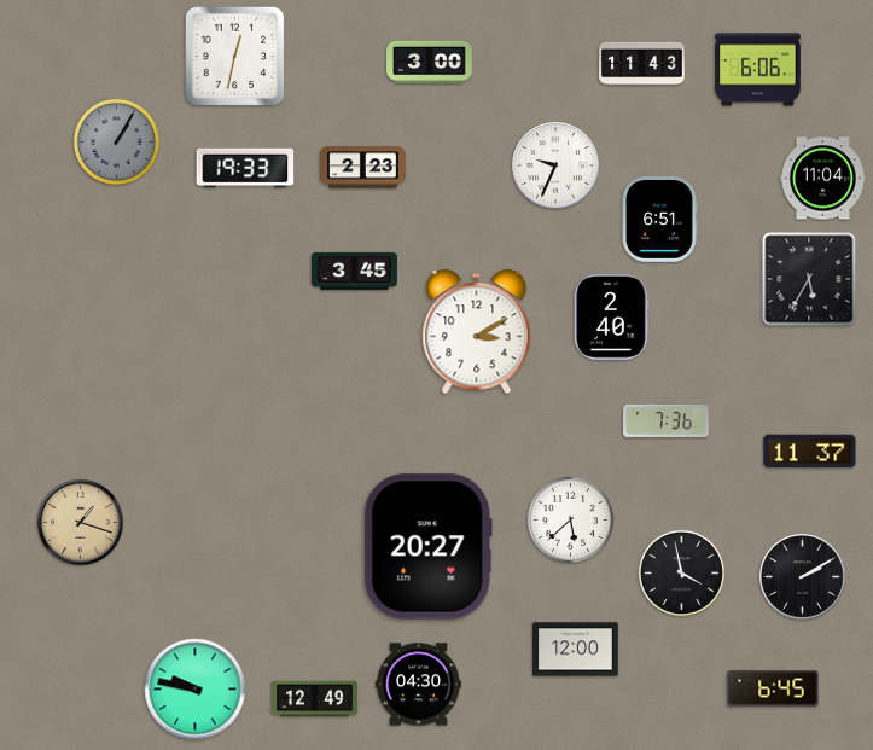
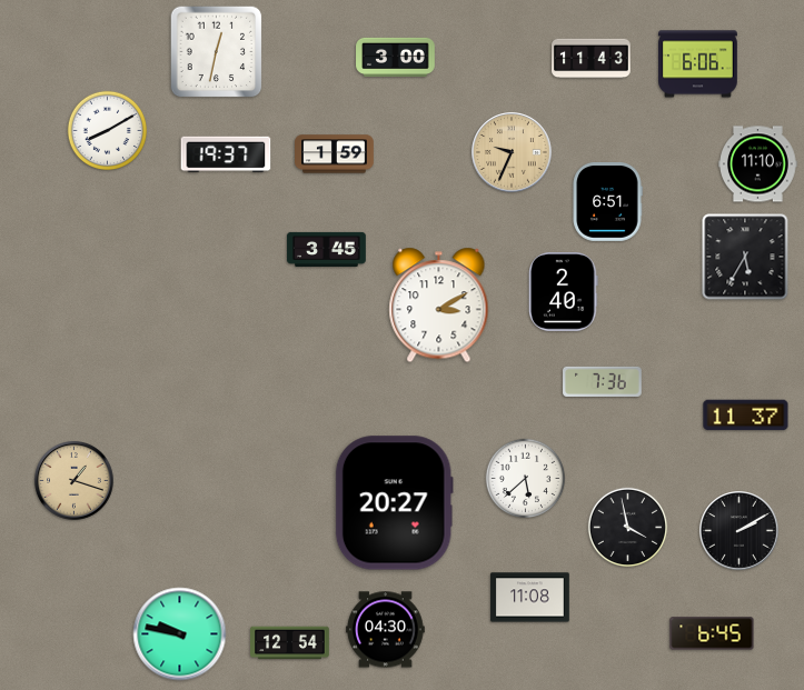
clock at (117, 143): 1:05 -> 8:10
clock at (117, 143) dial: grey -> white
clock at (555, 165) dial: white -> champagne
clock at (245, 168): 19:33 -> 19:37
clock at (363, 168): 2:23 -> 1:59
clock at (823, 179): 11:04 -> 11:10
clock at (667, 420) position: (667, 420) -> (603, 381)
clock at (576, 650): 12:00 -> 11:08
clock at (315, 699): 12:49 -> 12:54
